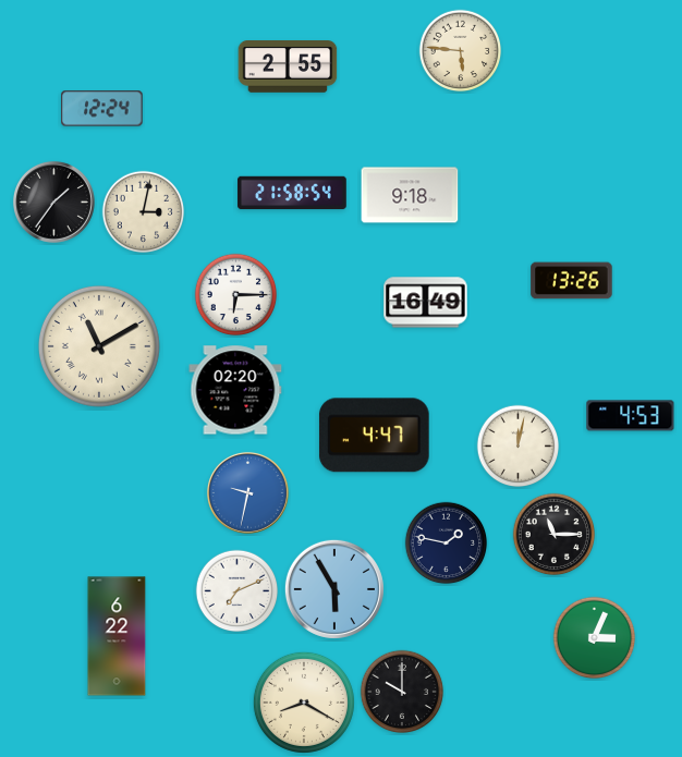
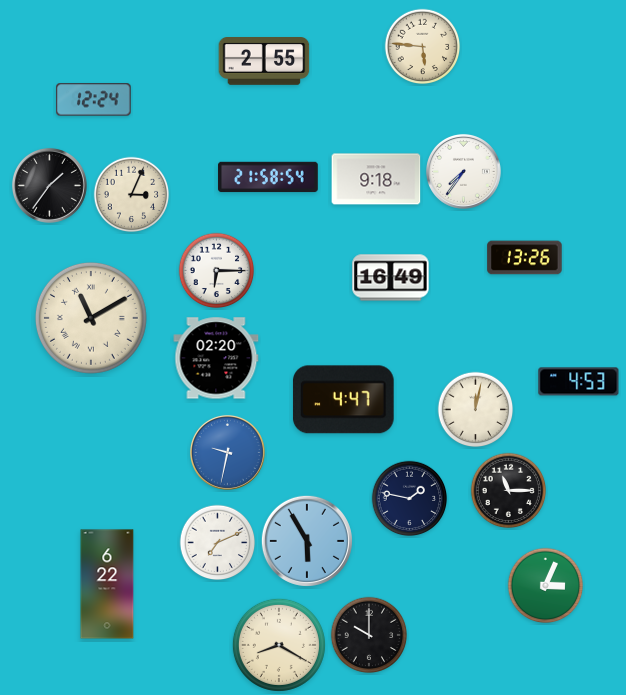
clock at (463, 171): none -> 7:36
clock at (144, 212): 3:02 -> 3:04
